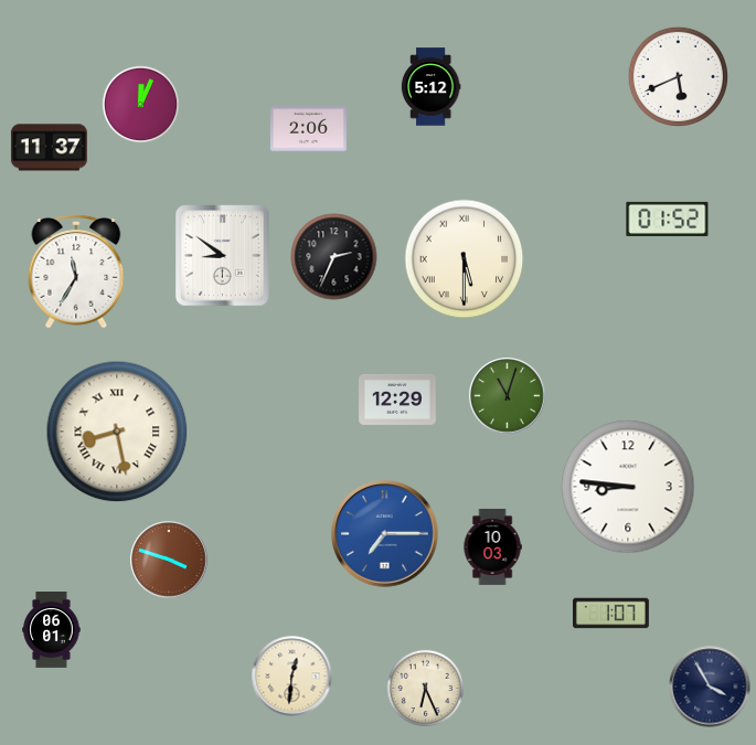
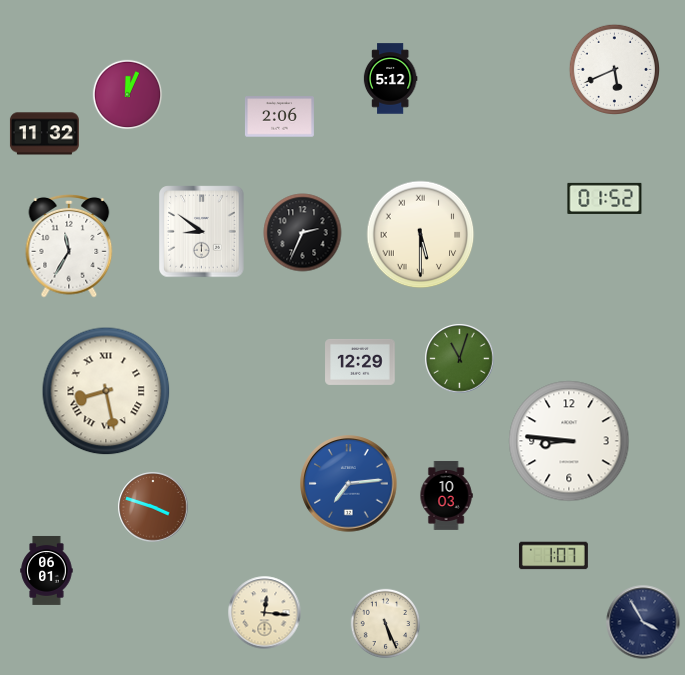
clock at (49, 148): 11:37 -> 11:32
clock at (385, 534): 7:15 -> 7:14
clock at (292, 677): 12:31 -> 12:16
clock at (426, 689): 6:26 -> 5:26
